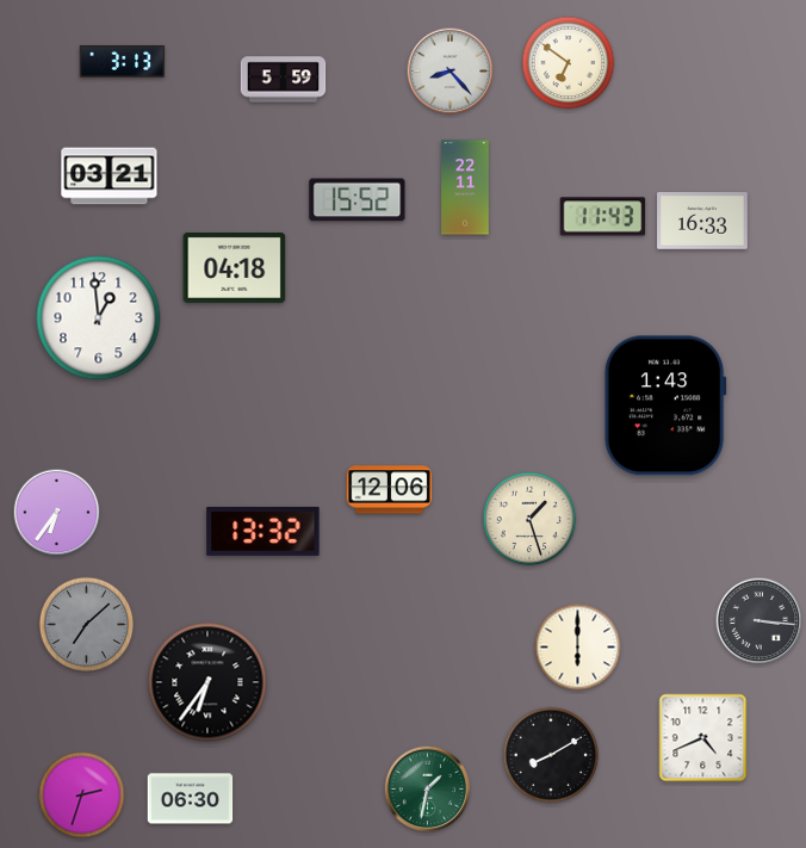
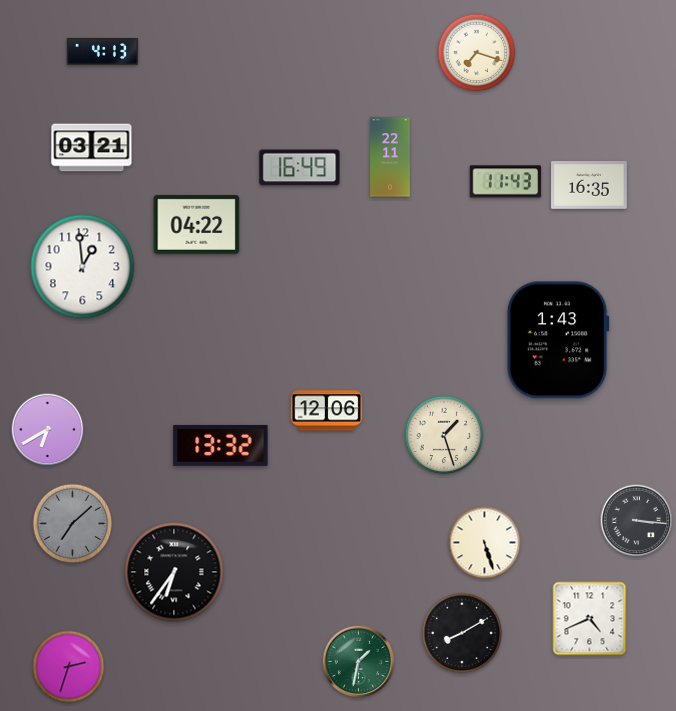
clock at (123, 61): 3:13 -> 4:13
clock at (569, 63): 6:51 -> 7:18
clock at (451, 72): 8:23 -> none
clock at (284, 80): 5:59 -> none
clock at (358, 200): 15:52 -> 16:49
clock at (702, 222): 16:33 -> 16:35
clock at (235, 267): 04:18 -> 04:22
clock at (57, 513): 6:36 -> 6:40
clock at (578, 648): 6:00 -> 5:27
clock at (191, 799): 06:30 -> none
